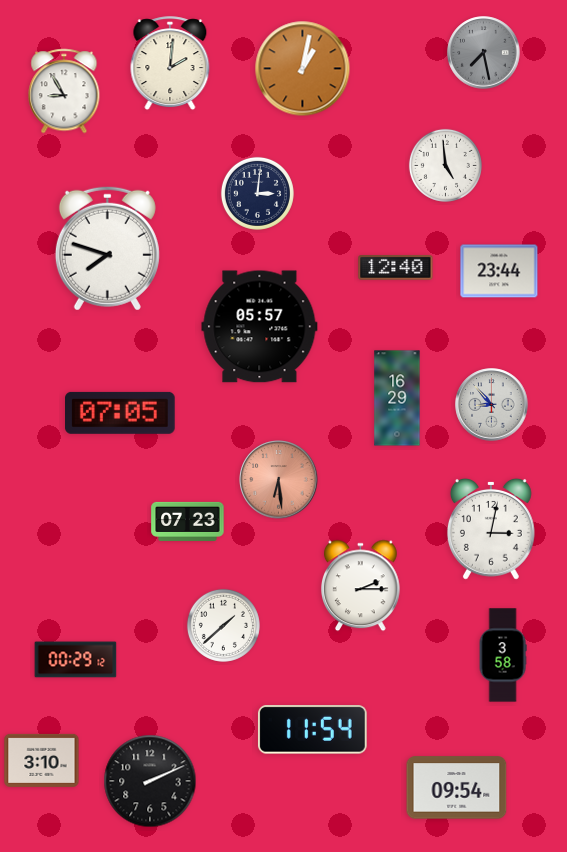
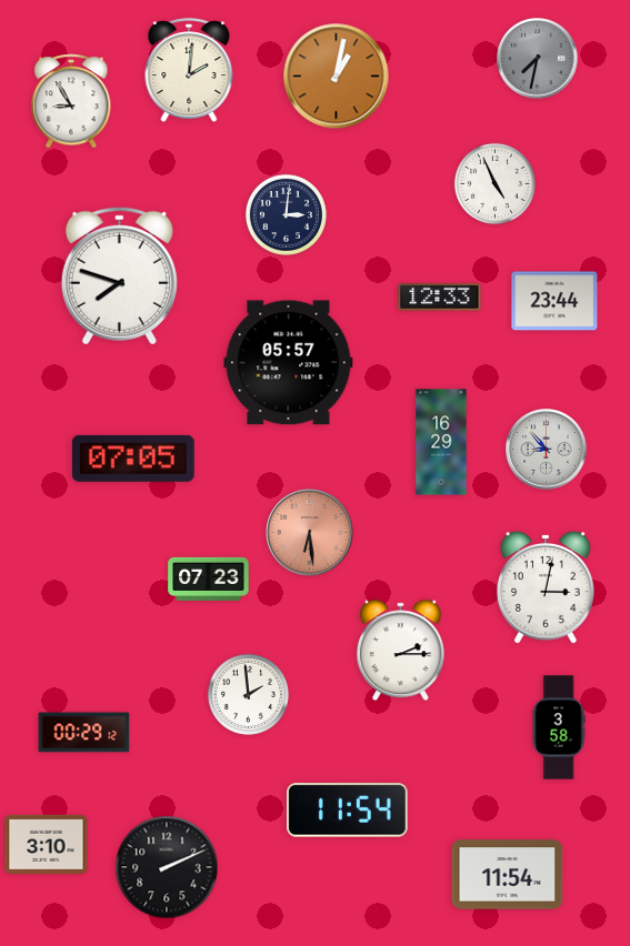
clock at (484, 53): 7:28 -> 7:32
clock at (445, 165): 4:59 -> 4:56
clock at (396, 268): 12:40 -> 12:33
clock at (223, 625): 1:38 -> 1:59
clock at (457, 788): 09:54 -> 11:54
